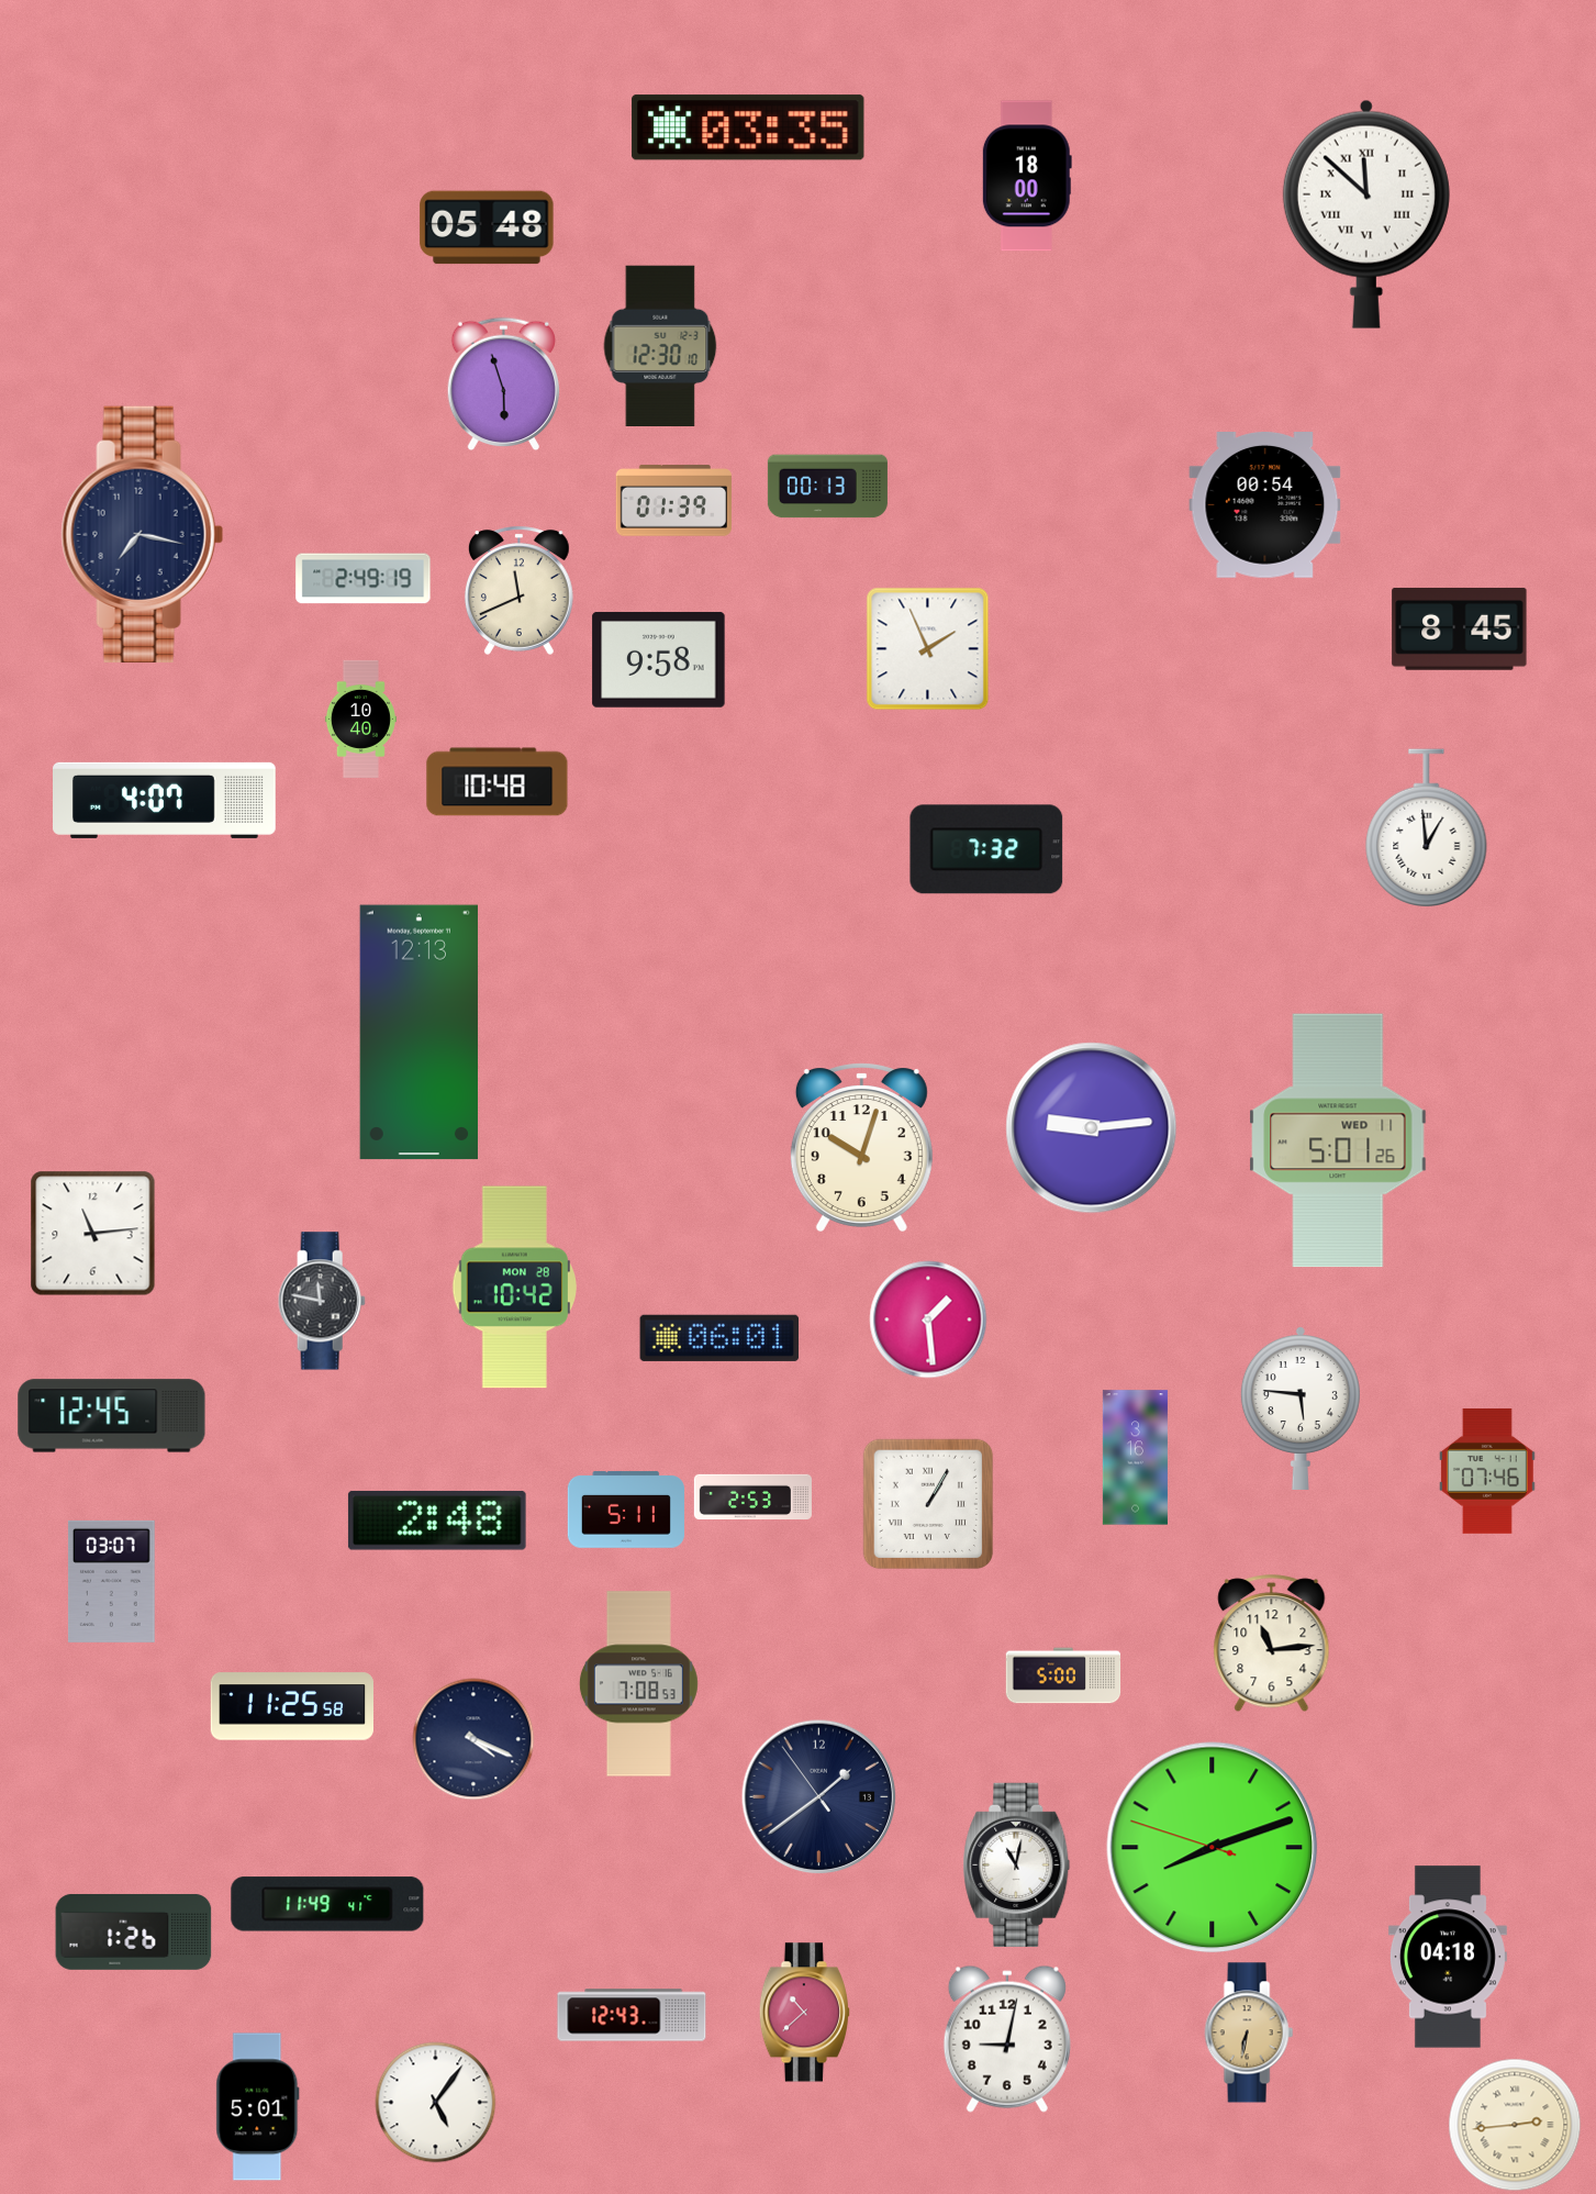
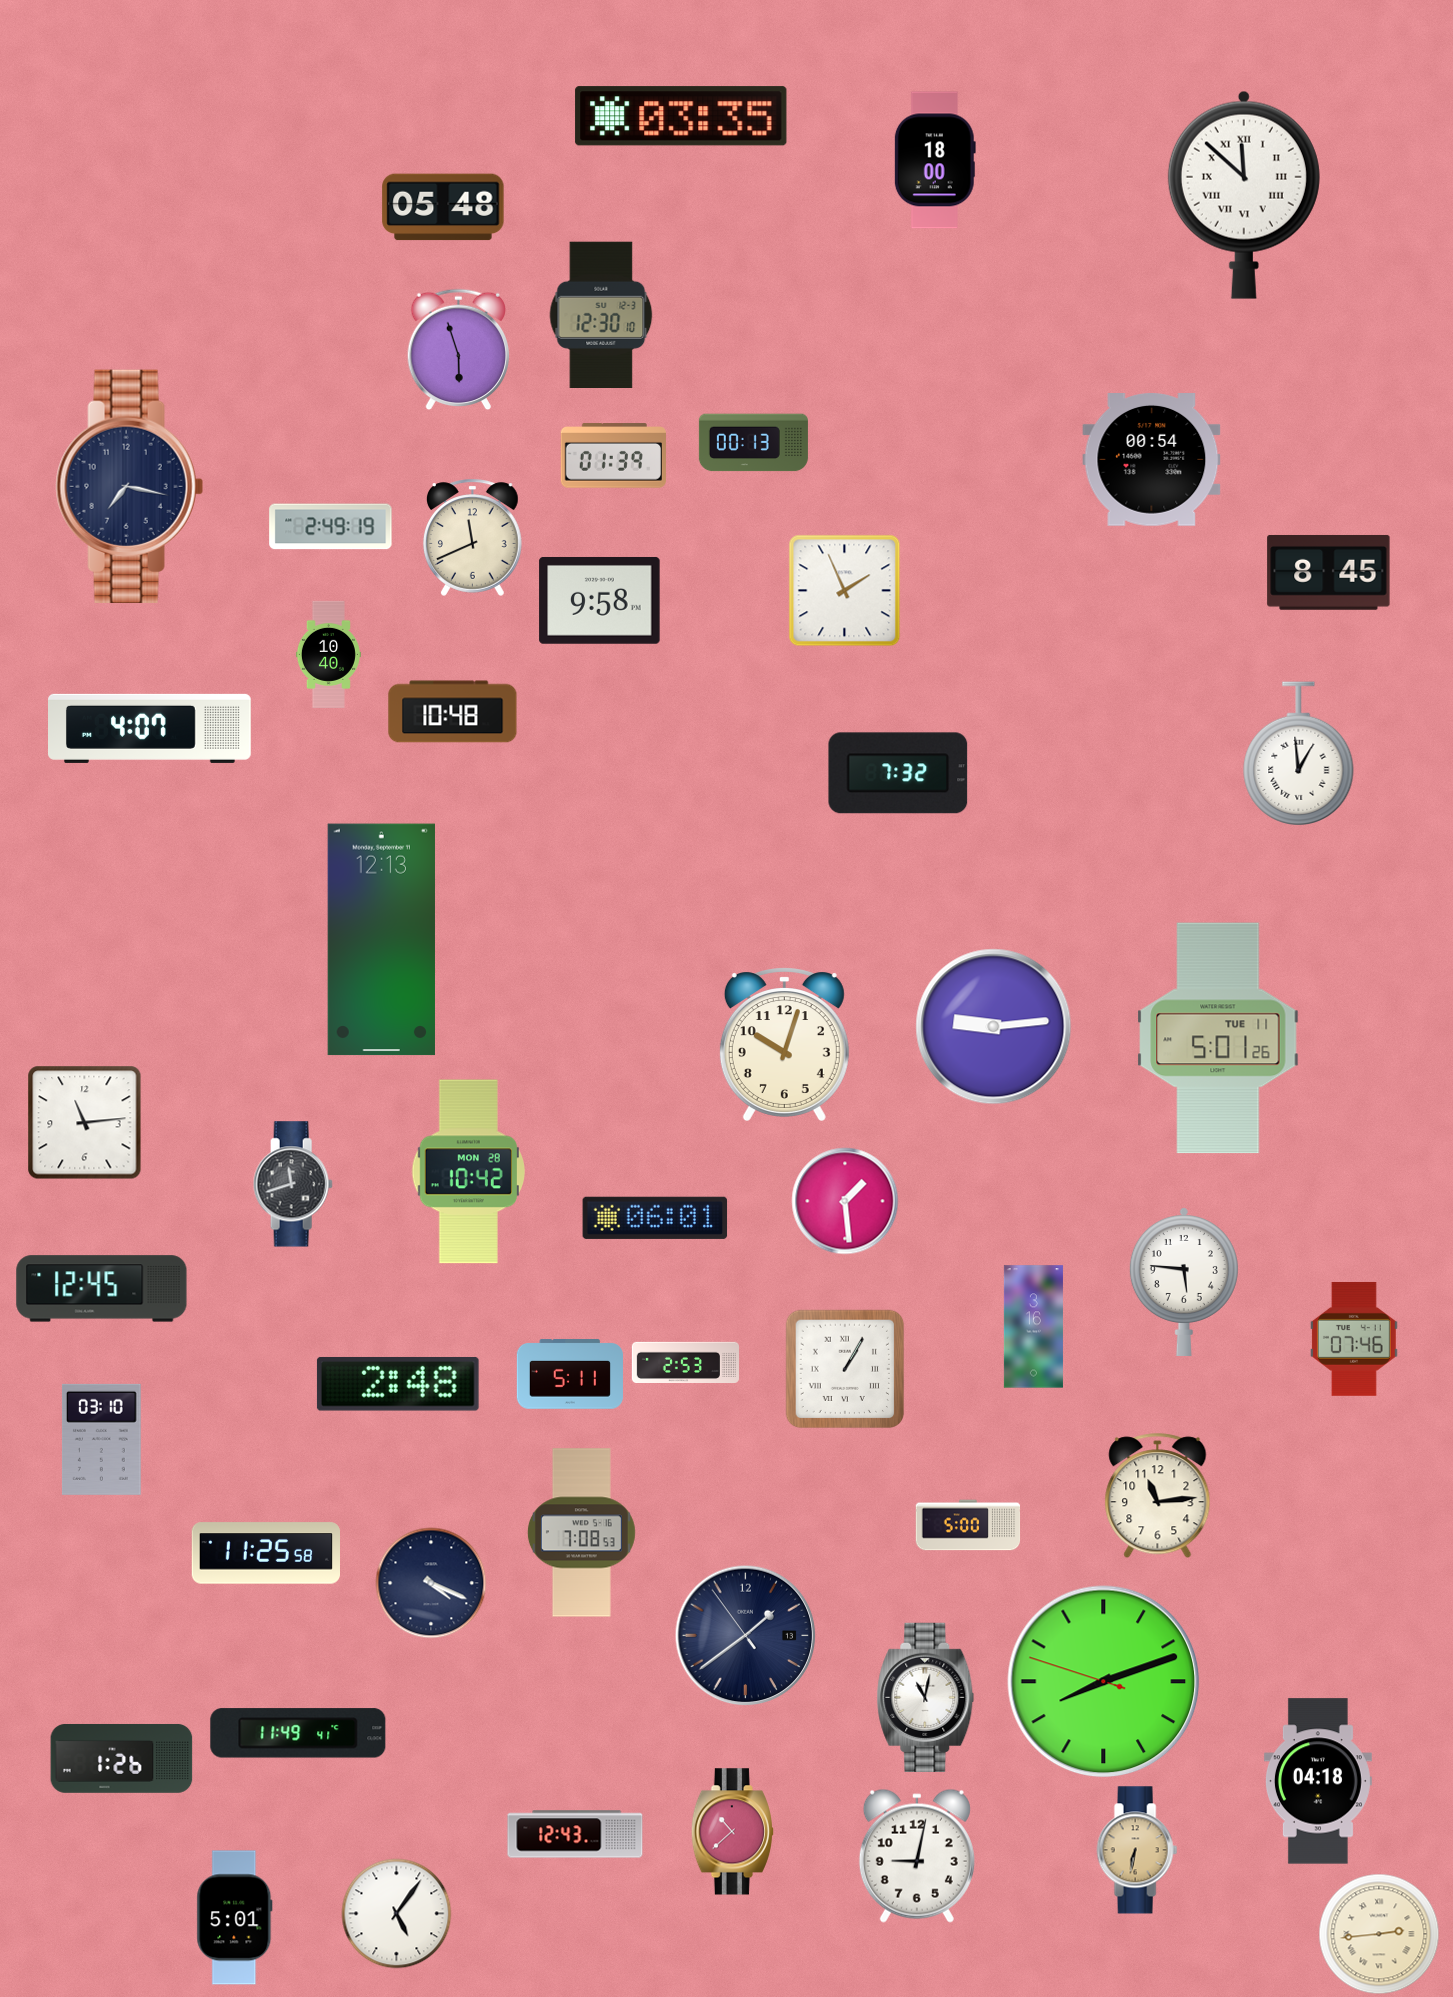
clock at (1338, 1140) date: WED 11 -> TUE 11
clock at (322, 1301): 11:47 -> 11:42
clock at (111, 1581): 03:07 -> 03:10
